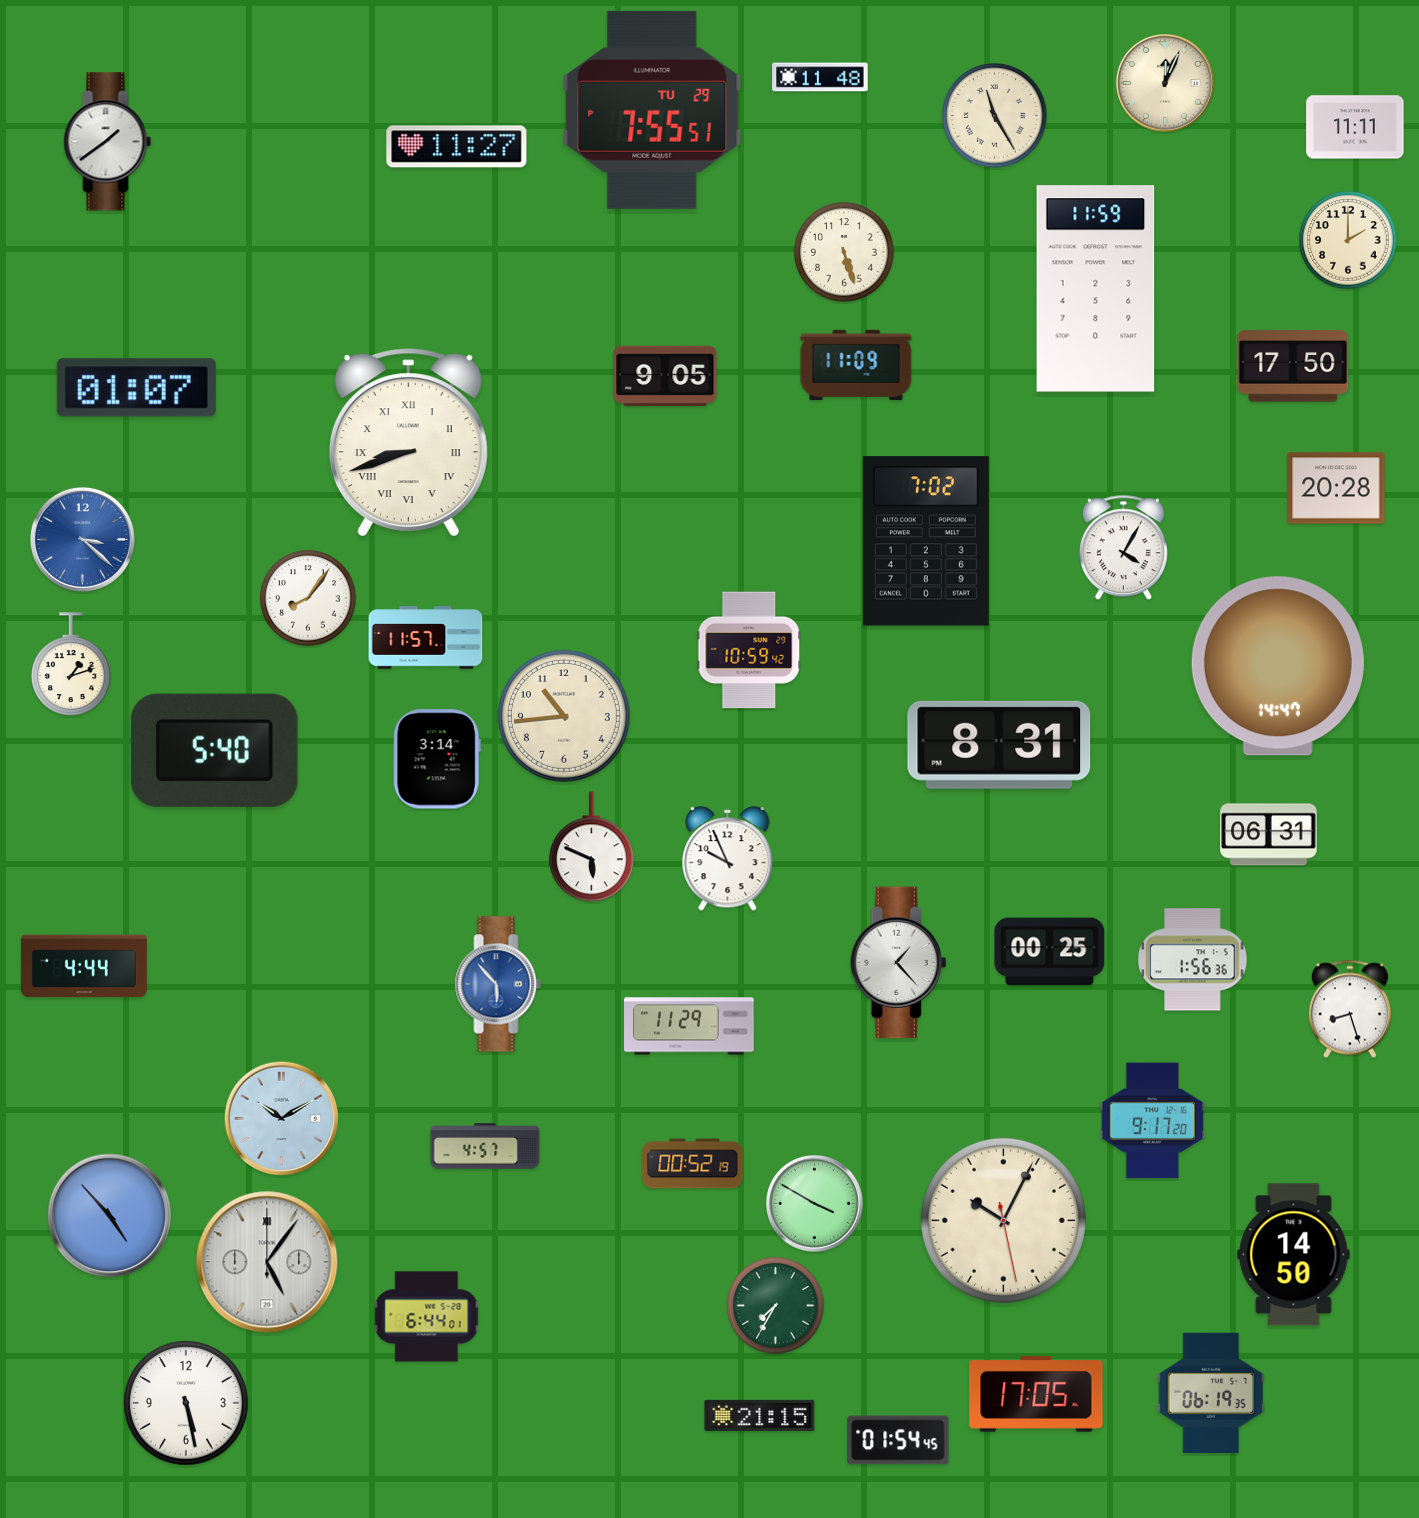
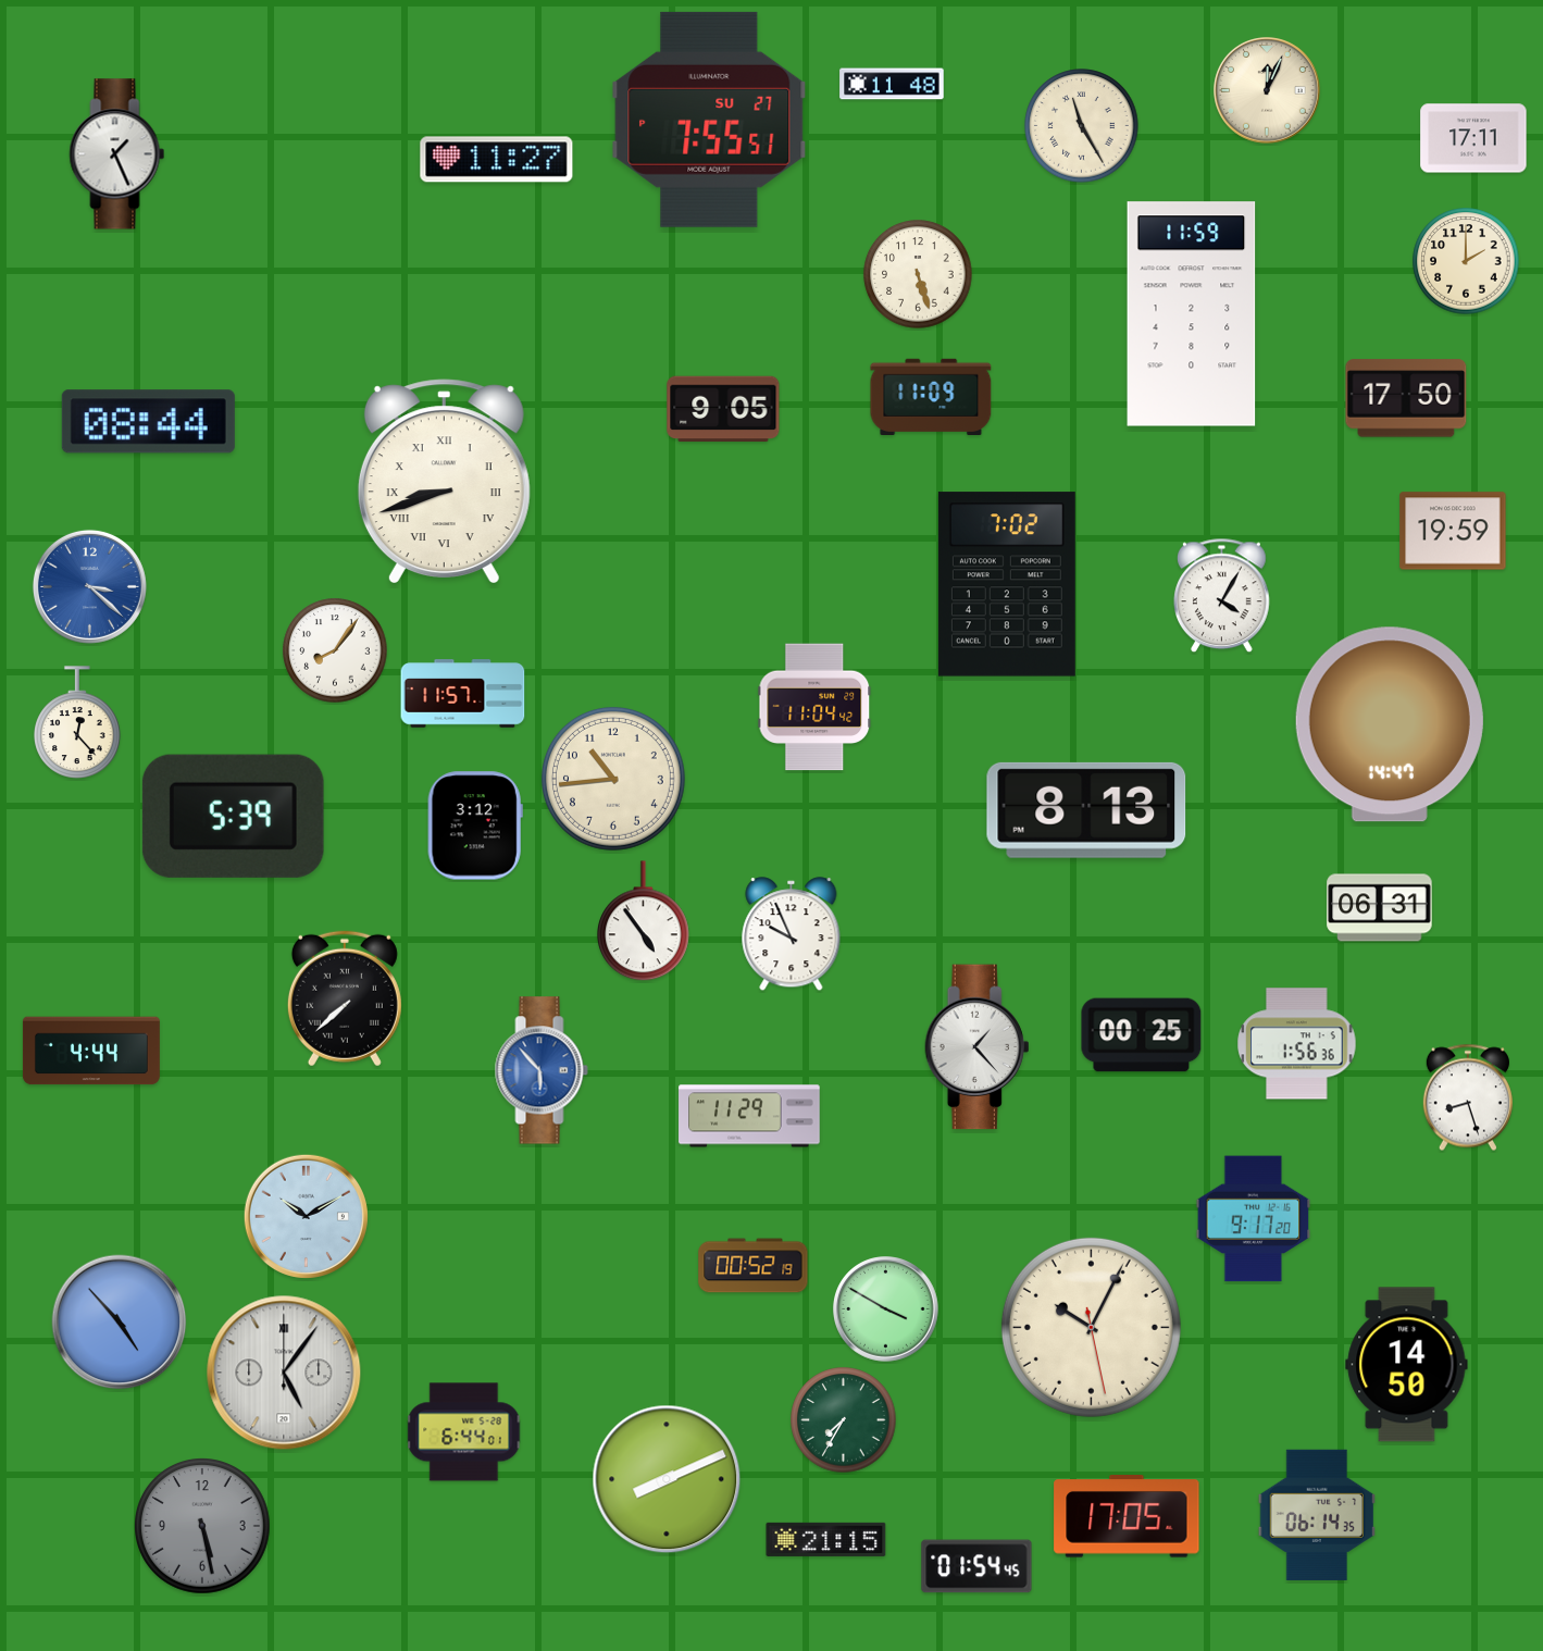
clock at (652, 110) date: TU 29 -> SU 27
clock at (1355, 127): 11:11 -> 17:11
clock at (108, 142): 1:39 -> 1:26
clock at (136, 388): 01:07 -> 08:44
clock at (1336, 488): 20:28 -> 19:59
clock at (926, 541) position: (926, 541) -> (1007, 584)
clock at (749, 650): 10:59 -> 11:04
clock at (71, 664): 1:12 -> 12:23
clock at (999, 745): 8:31 -> 8:13
clock at (214, 750): 5:40 -> 5:39
clock at (437, 759): 3:14 -> 3:12
clock at (592, 847): 5:49 -> 4:54
clock at (345, 998): none -> 7:38
clock at (485, 1146): 4:57 -> none
clock at (267, 1262) position: (267, 1262) -> (284, 1373)
clock at (667, 1479): none -> 8:11
clock at (1211, 1393): 06:19 -> 06:14
clock at (187, 1404) dial: white -> grey
